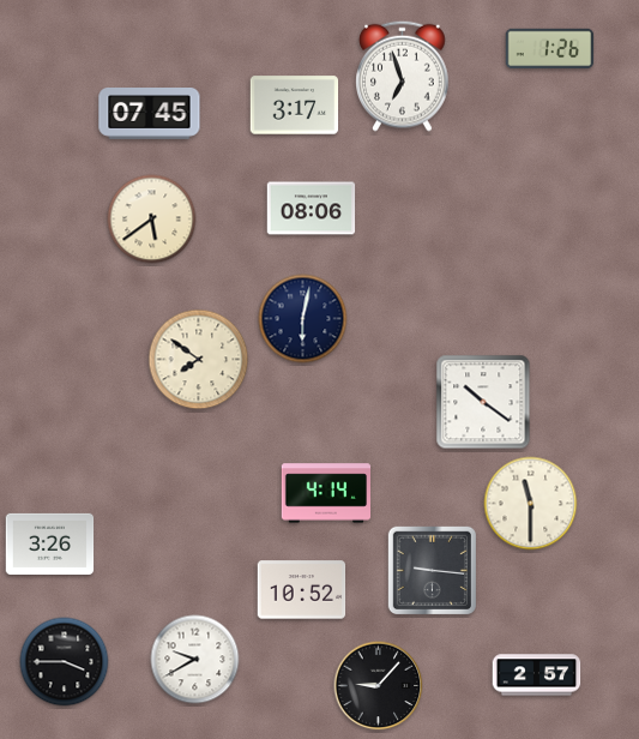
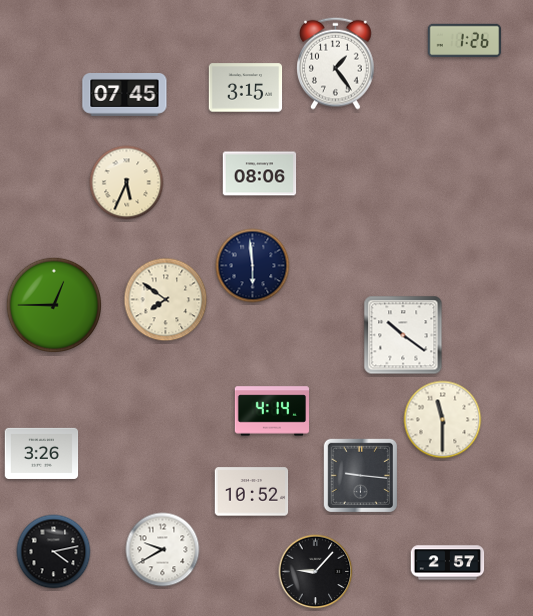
clock at (550, 49) position: (550, 49) -> (465, 41)
clock at (403, 76): 6:57 -> 1:24
clock at (295, 106): 3:17 -> 3:15
clock at (152, 220): 5:39 -> 5:34
clock at (303, 319): 6:02 -> 5:59
clock at (53, 304): none -> 12:45
clock at (65, 662): 3:45 -> 4:13
